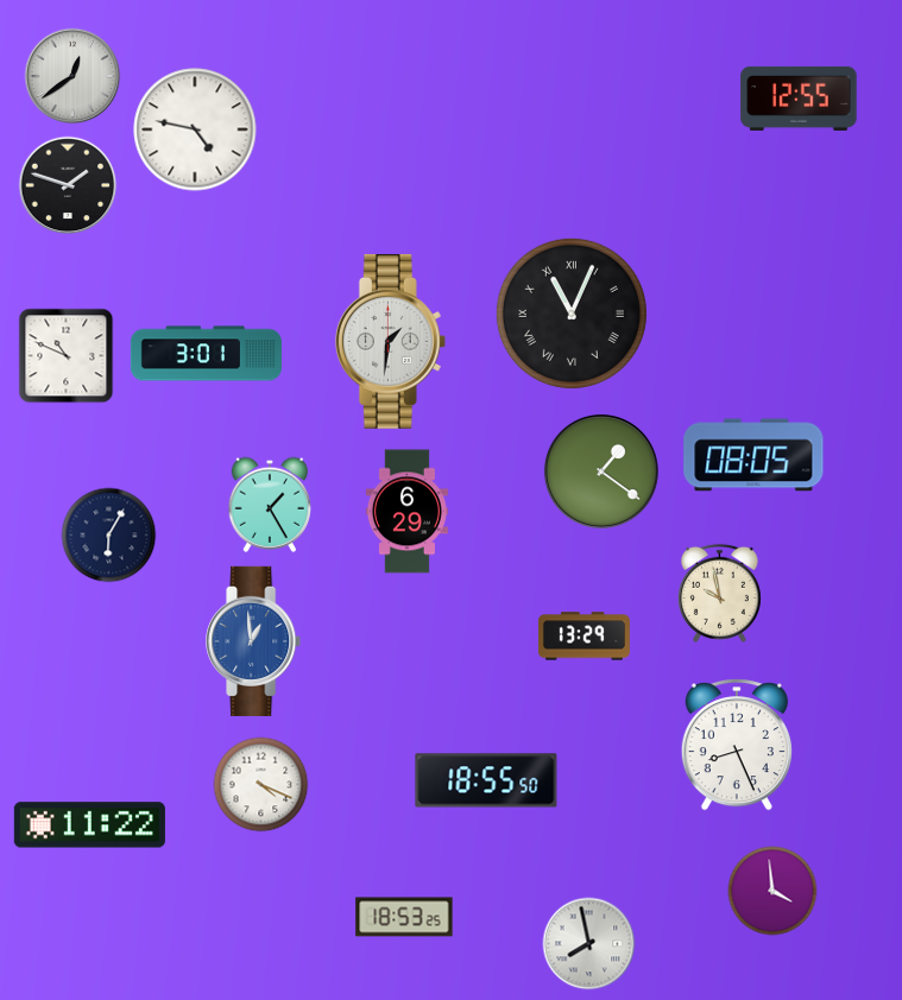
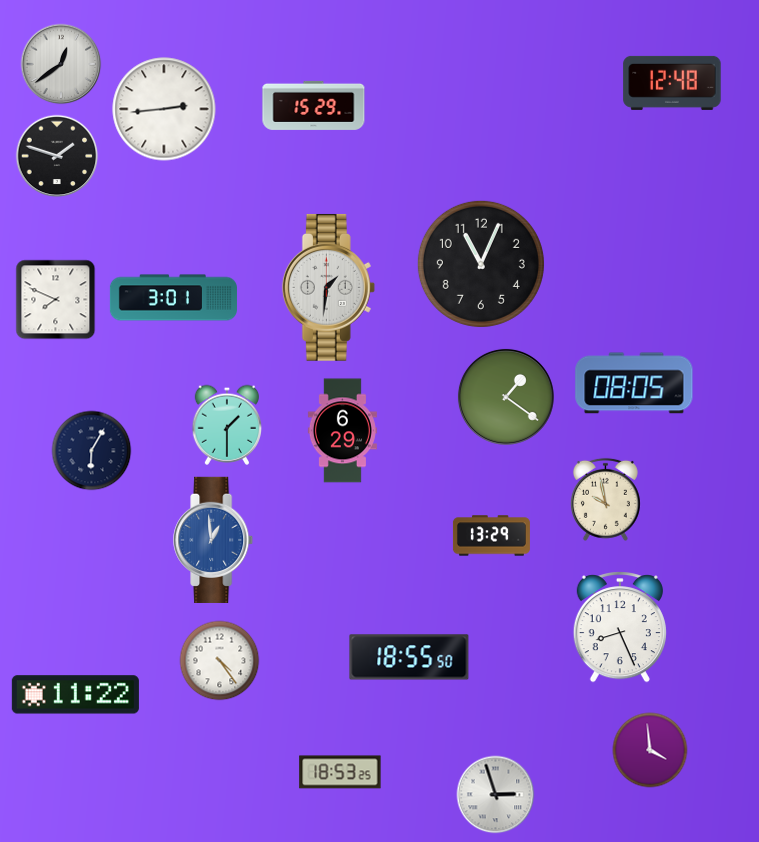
clock at (799, 99): 12:55 -> 12:48
clock at (314, 105): none -> 15:29
clock at (195, 129): 4:47 -> 2:44
clock at (572, 314) numerals: Roman -> Arabic
clock at (67, 356): 10:49 -> 7:49
clock at (269, 505): 1:25 -> 1:30
clock at (261, 785): 4:19 -> 4:24
clock at (589, 944): 7:58 -> 2:57
